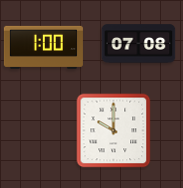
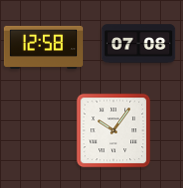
clock at (43, 47): 1:00 -> 12:58
clock at (114, 131): 10:00 -> 10:06
